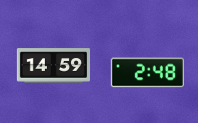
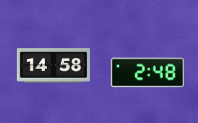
clock at (53, 66): 14:59 -> 14:58
